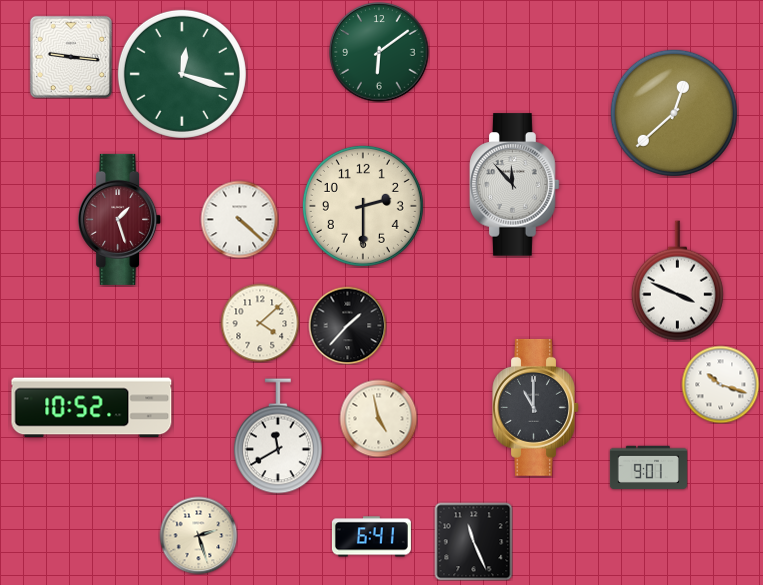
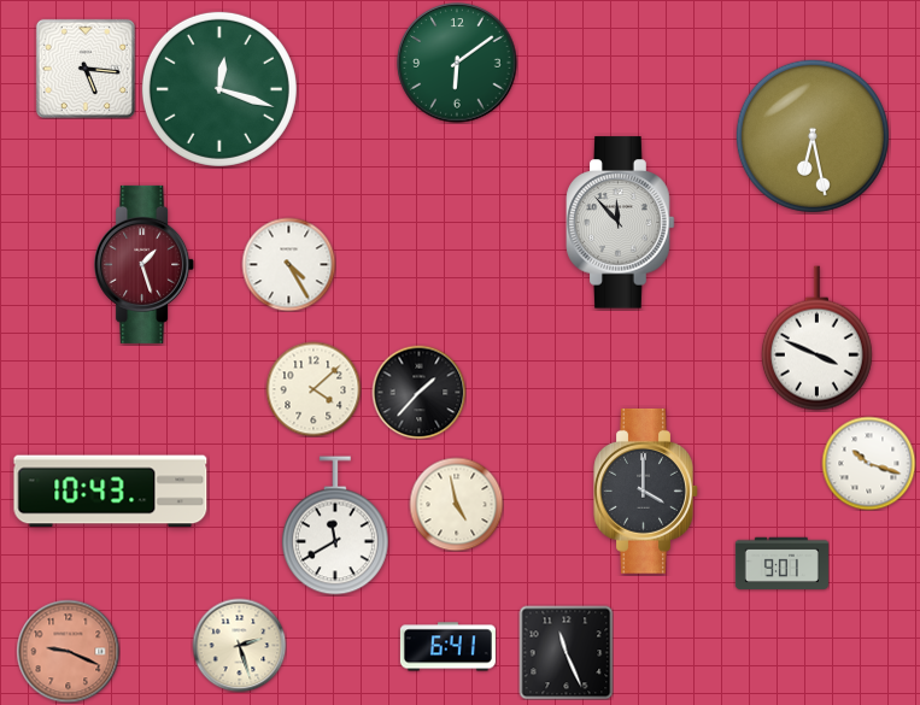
clock at (71, 57): 9:16 -> 5:16
clock at (674, 113): 12:38 -> 6:28
clock at (363, 206): 2:30 -> none
clock at (239, 219): 4:22 -> 4:25
clock at (92, 408): 10:52 -> 10:43
clock at (536, 408): 11:00 -> 4:00
clock at (68, 651): none -> 9:19
clock at (473, 541) position: (473, 541) -> (566, 652)
